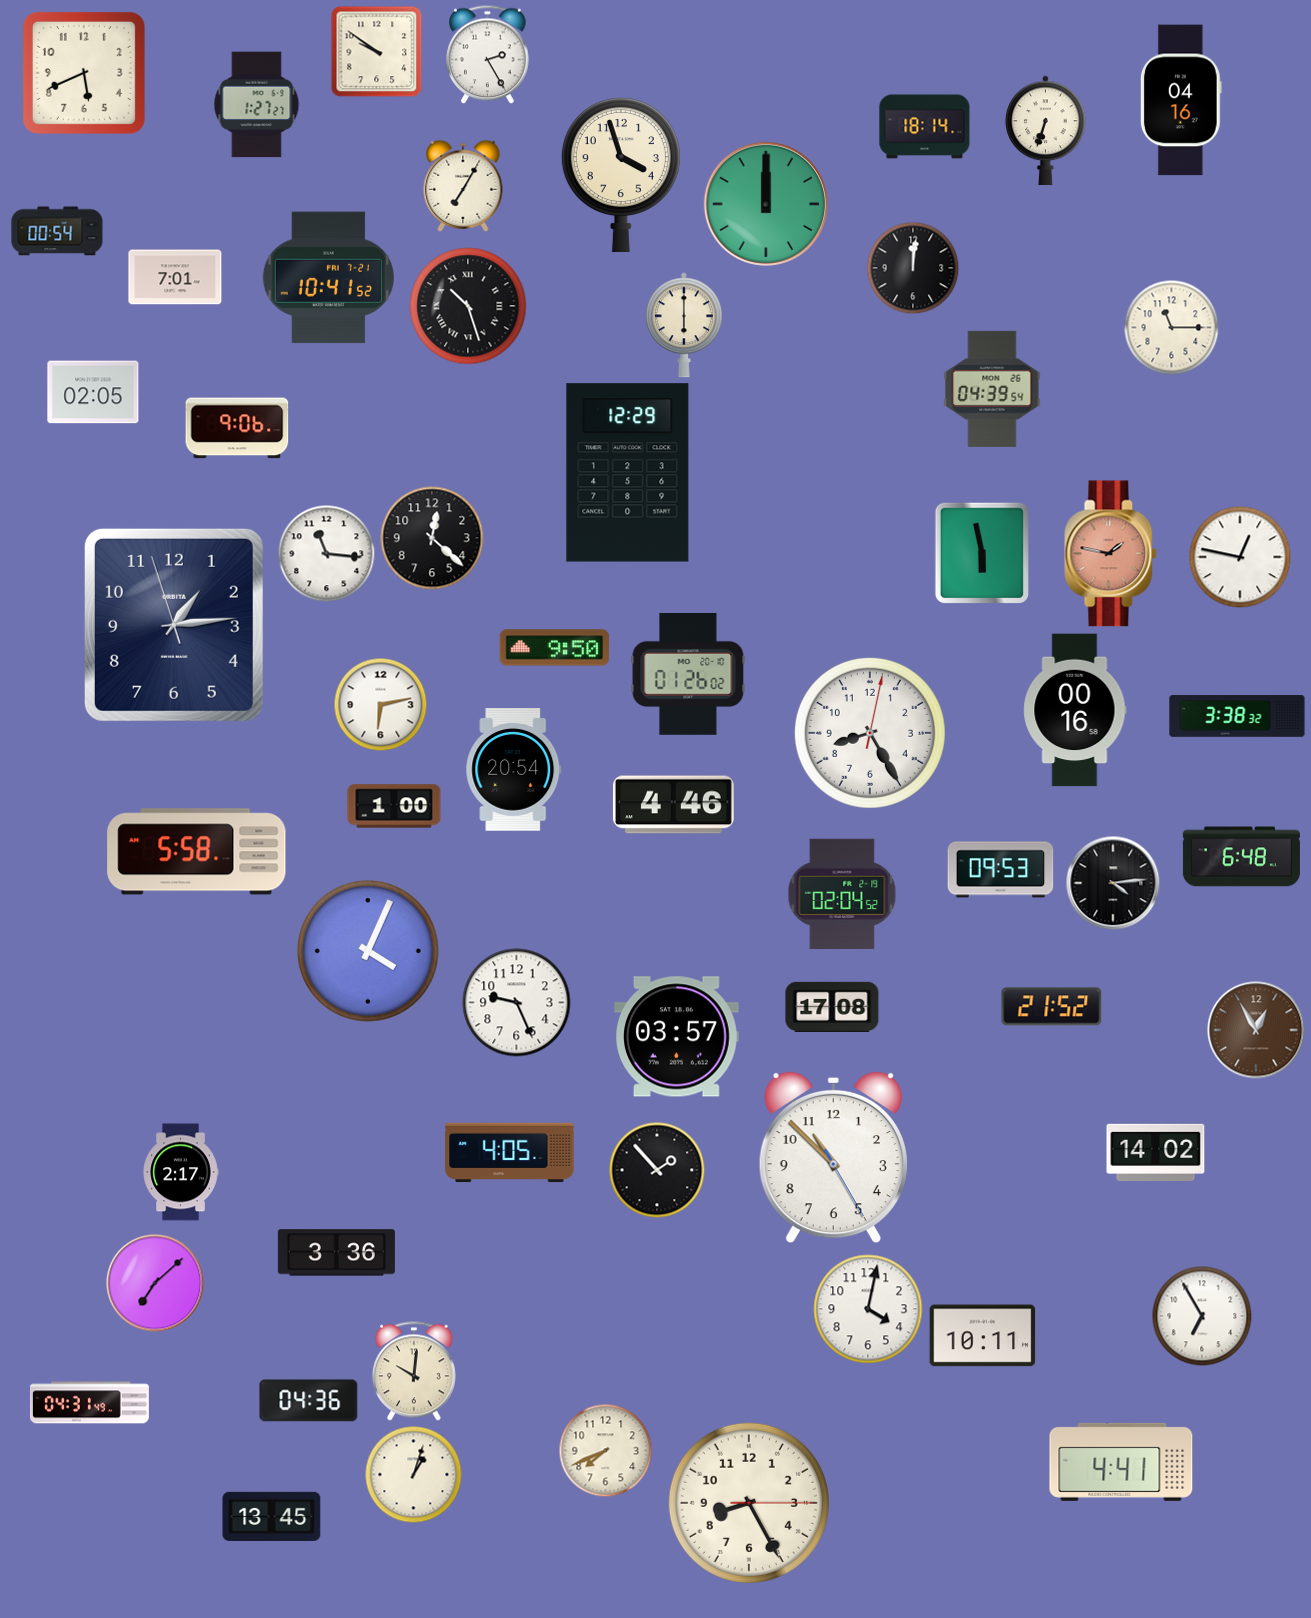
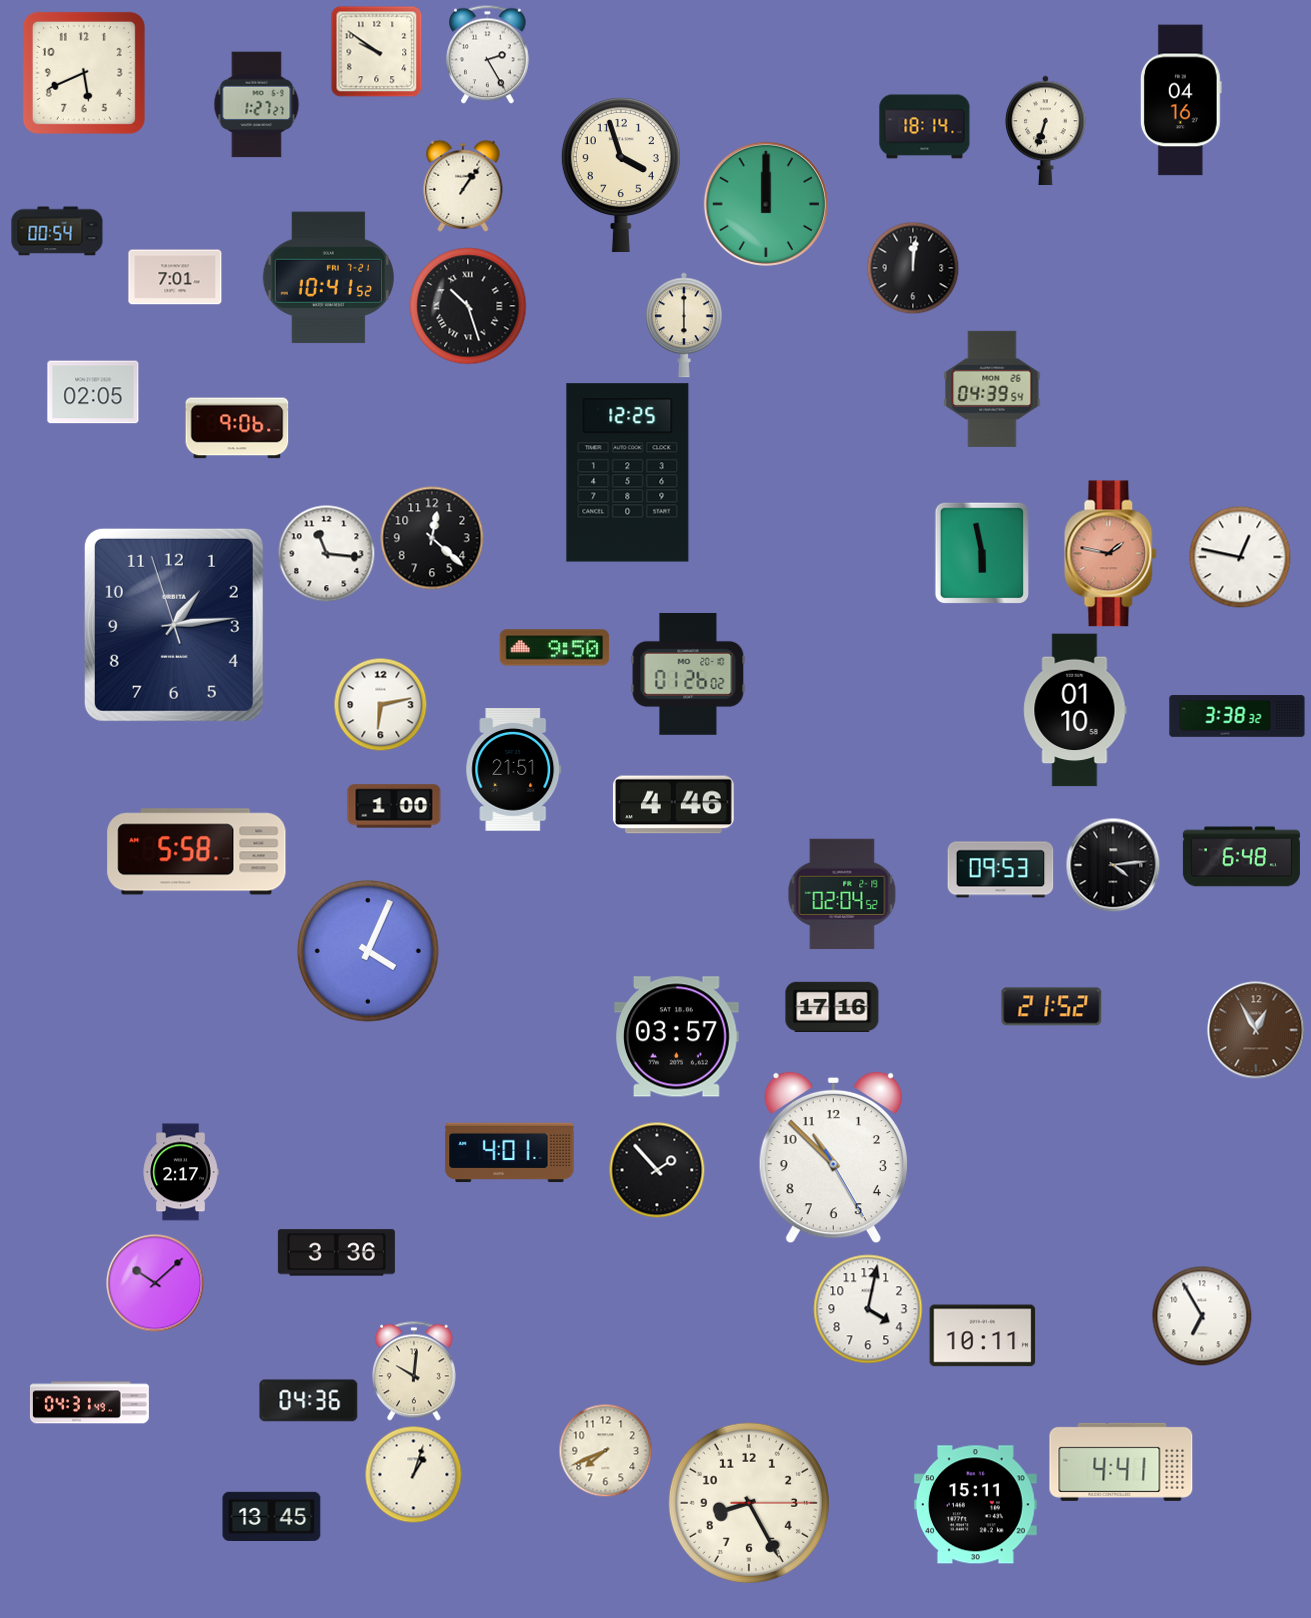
clock at (463, 186): 7:05 -> 1:06
clock at (1171, 327): 11:15 -> none
clock at (628, 473): 12:29 -> 12:25
clock at (1075, 710): 00:16 -> 01:10
clock at (870, 733): 8:25 -> none
clock at (514, 770): 20:54 -> 21:51
clock at (1113, 883) position: (1113, 883) -> (1113, 865)
clock at (517, 1003): 9:26 -> none
clock at (832, 1006): 17:08 -> 17:16
clock at (1156, 1152): 14:02 -> none
clock at (510, 1153): 4:05 -> 4:01
clock at (155, 1283): 7:08 -> 10:08
clock at (976, 1505): none -> 15:11
